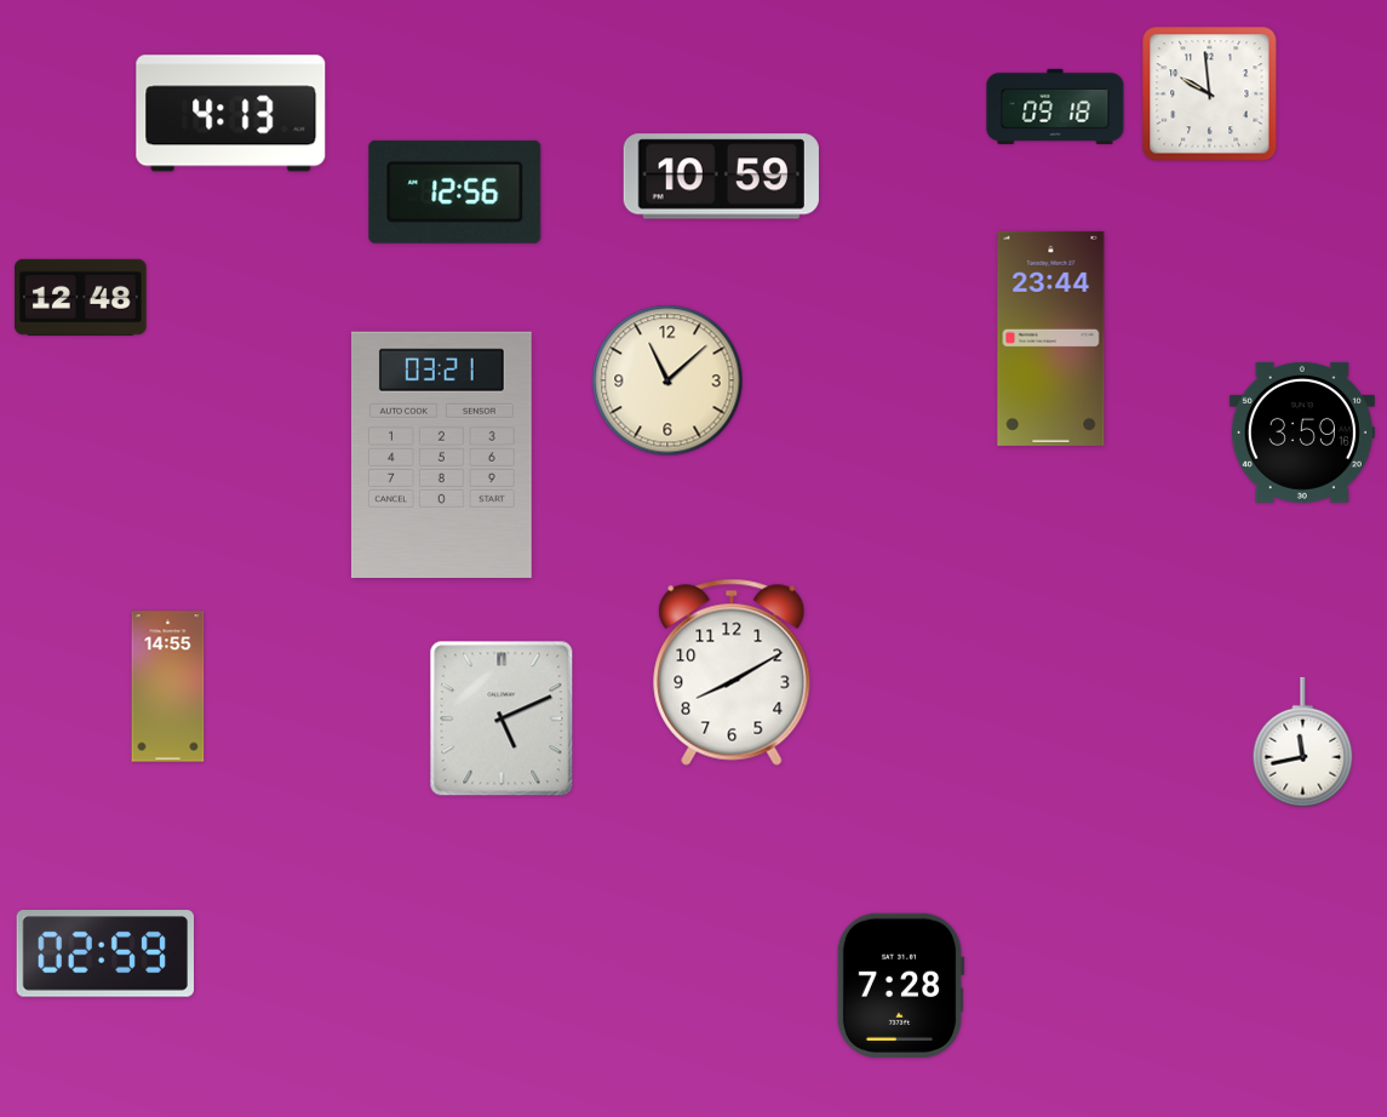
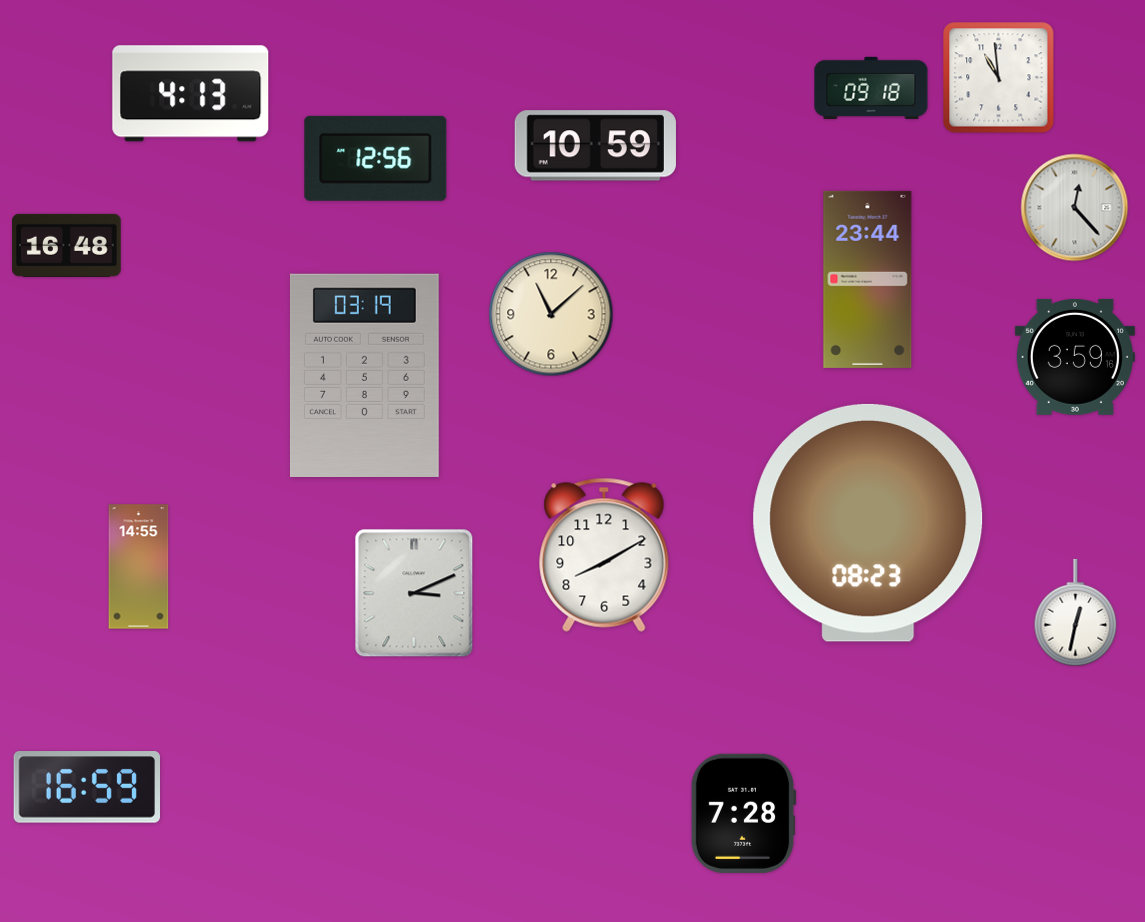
clock at (1210, 94): 9:59 -> 10:59
clock at (1075, 208): none -> 12:23
clock at (81, 297): 12:48 -> 16:48
clock at (441, 454): 03:21 -> 03:19
clock at (868, 523): none -> 08:23
clock at (502, 718): 5:11 -> 3:11
clock at (1303, 743): 11:43 -> 12:32
clock at (104, 953): 02:59 -> 16:59
